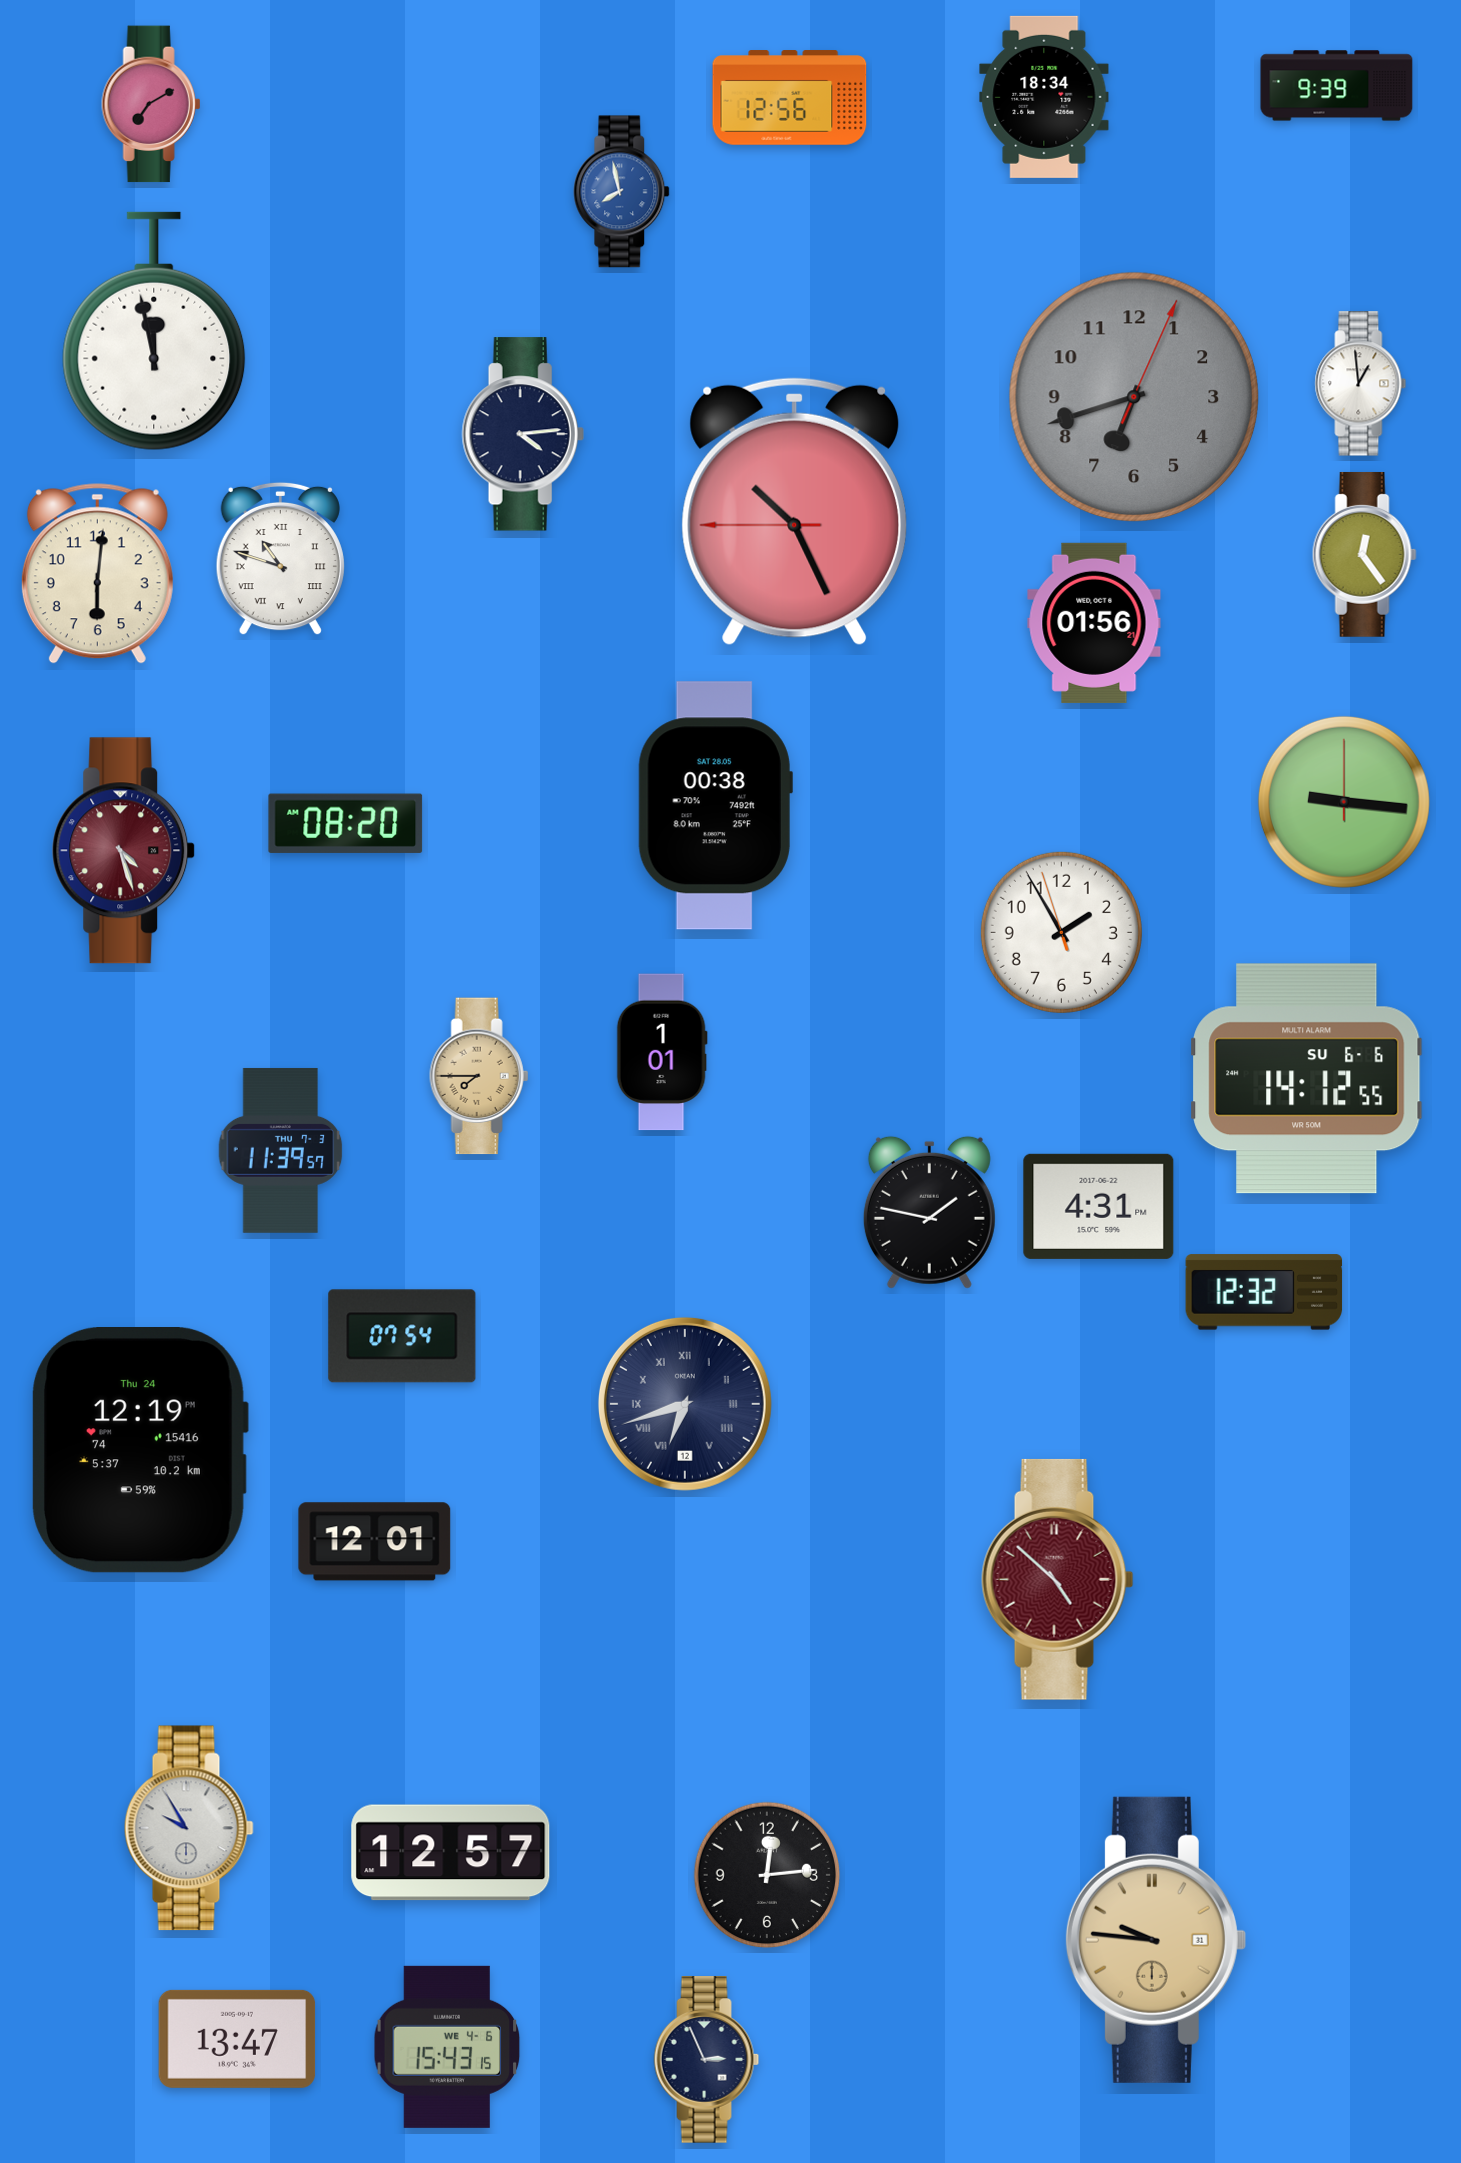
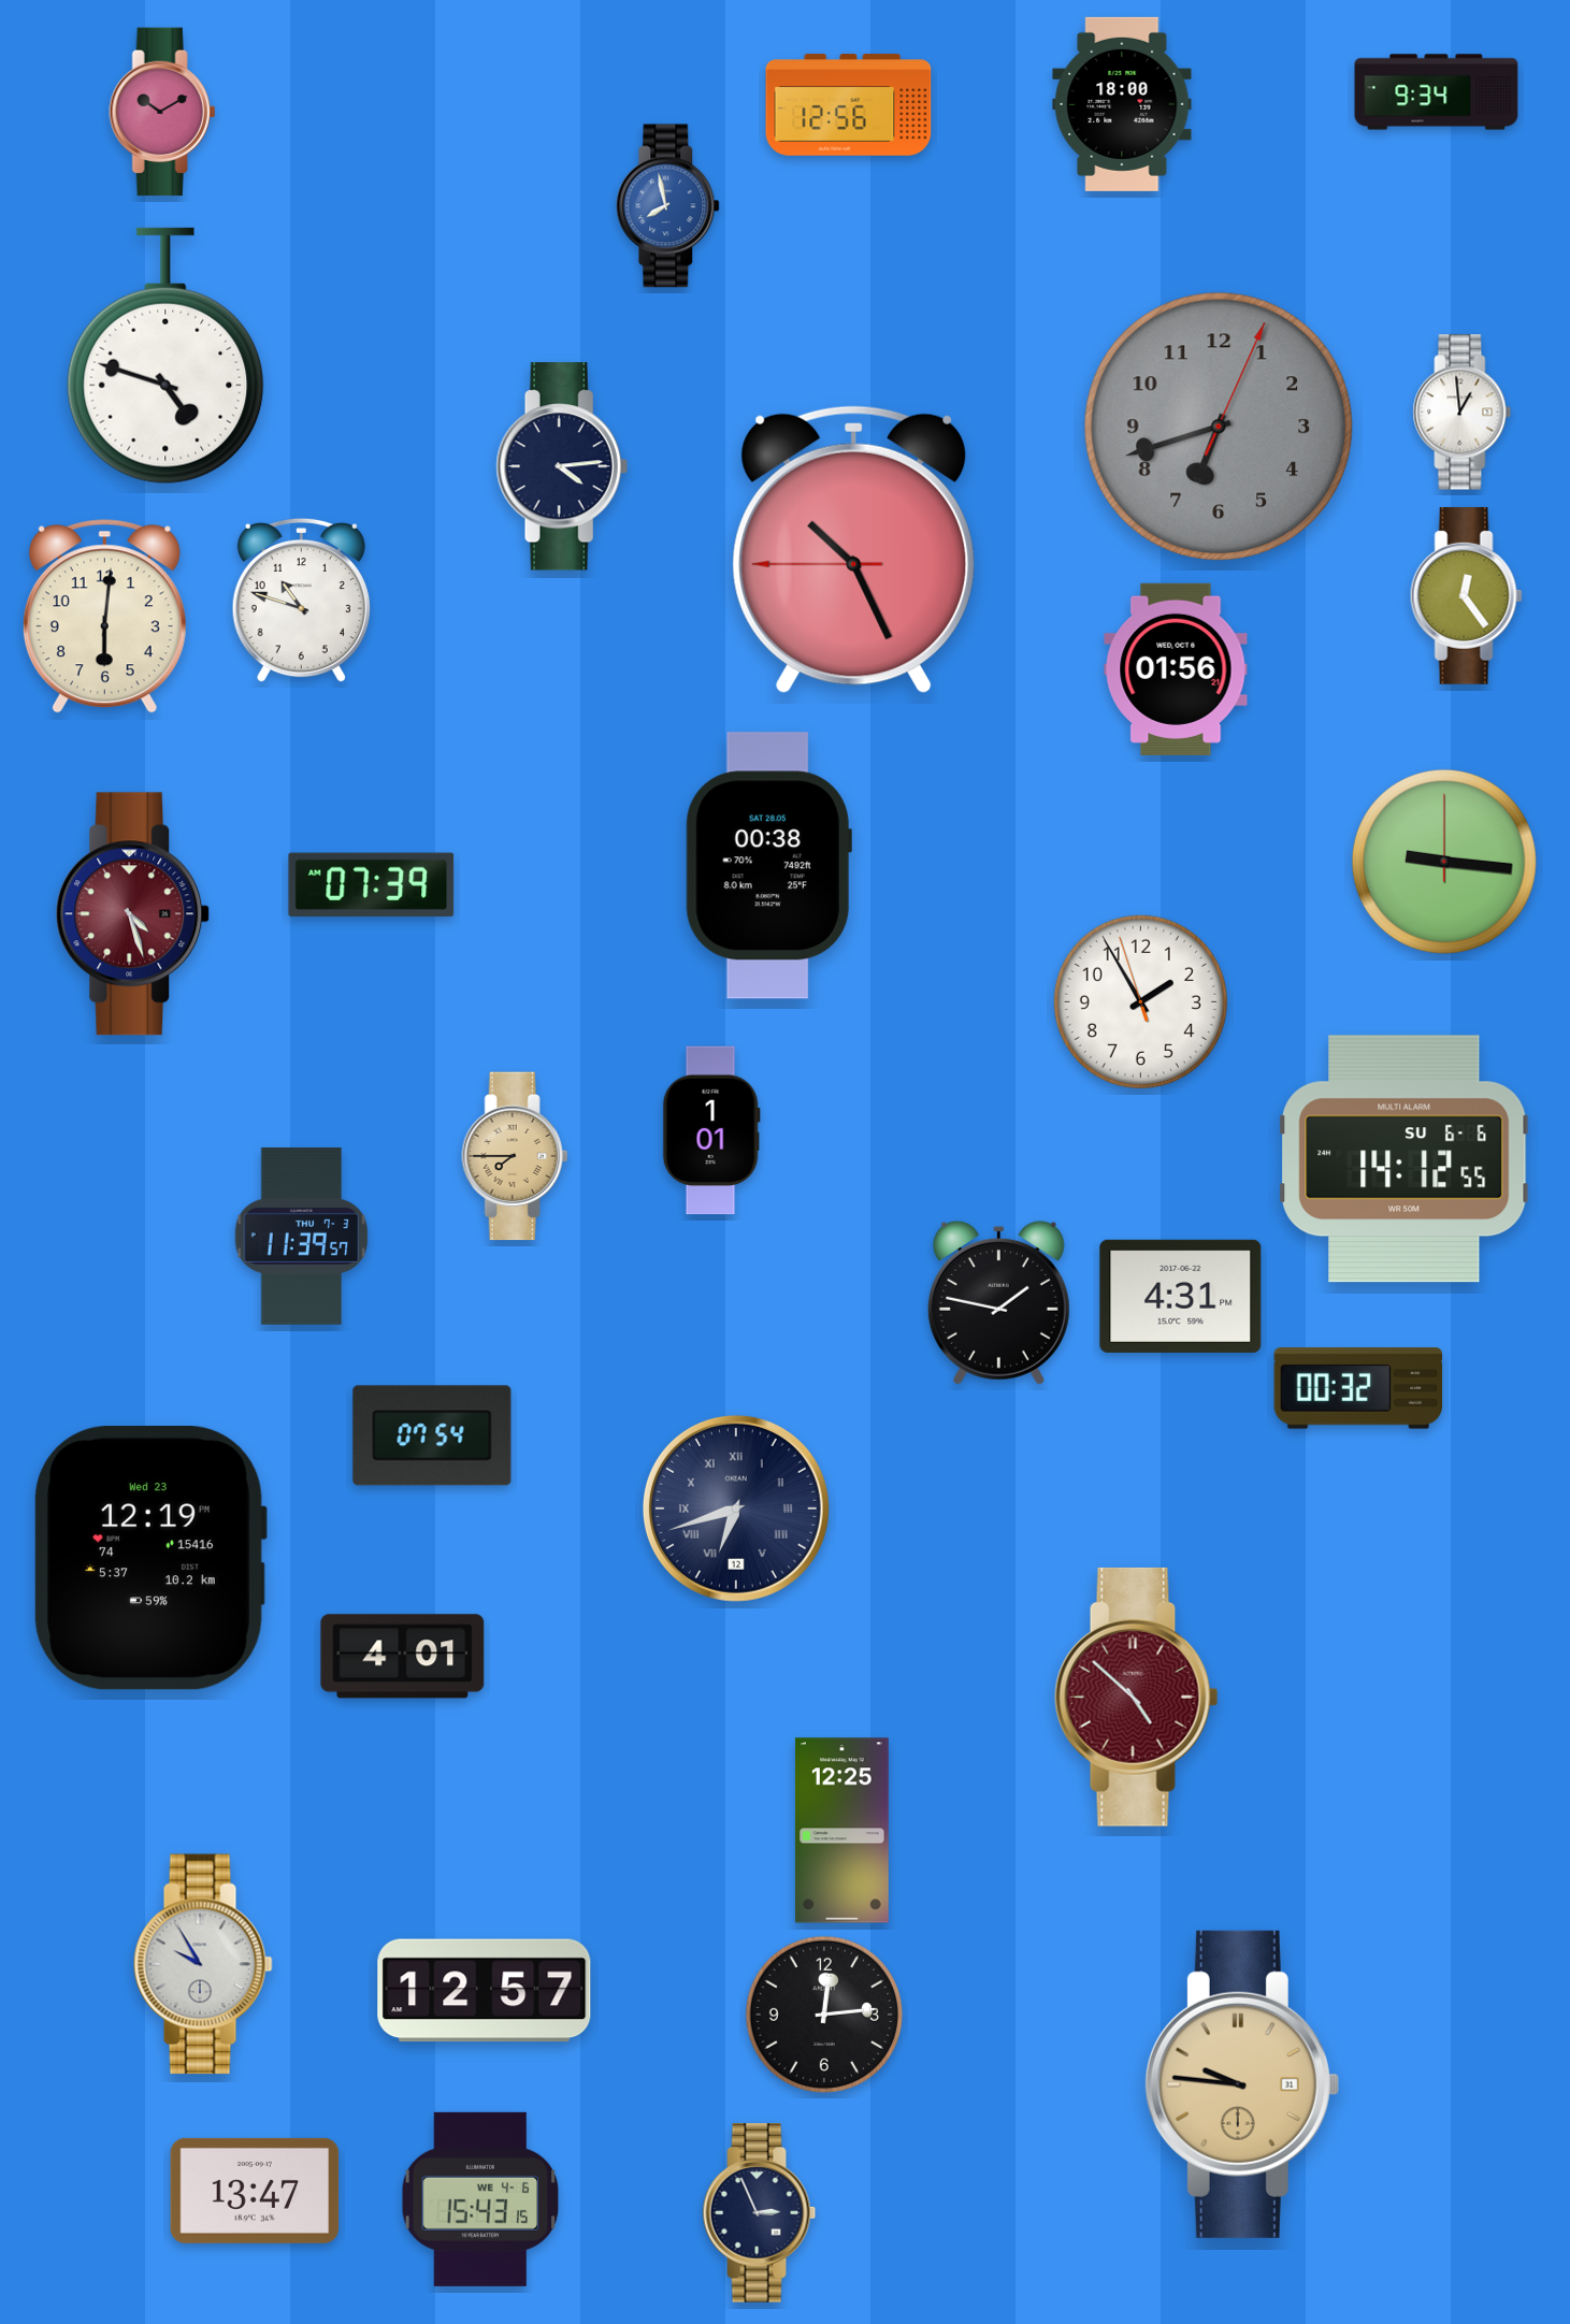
clock at (1337, 86): 9:39 -> 9:34
clock at (1044, 97): 18:34 -> 18:00
clock at (151, 104): 7:10 -> 10:10
clock at (154, 331): 11:58 -> 4:48
clock at (280, 559) numerals: Roman -> Arabic
clock at (346, 823): 08:20 -> 07:39
clock at (1264, 1292): 12:32 -> 00:32
clock at (140, 1451) date: Thu 24 -> Wed 23
clock at (375, 1542): 12:01 -> 4:01
clock at (841, 1831): none -> 12:25
